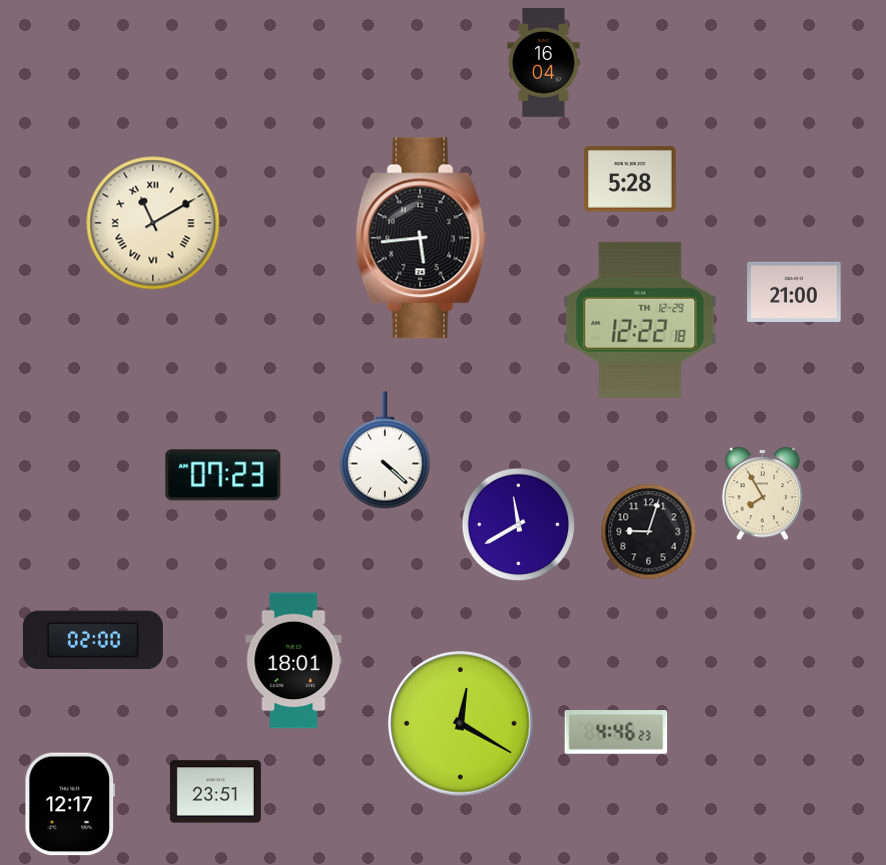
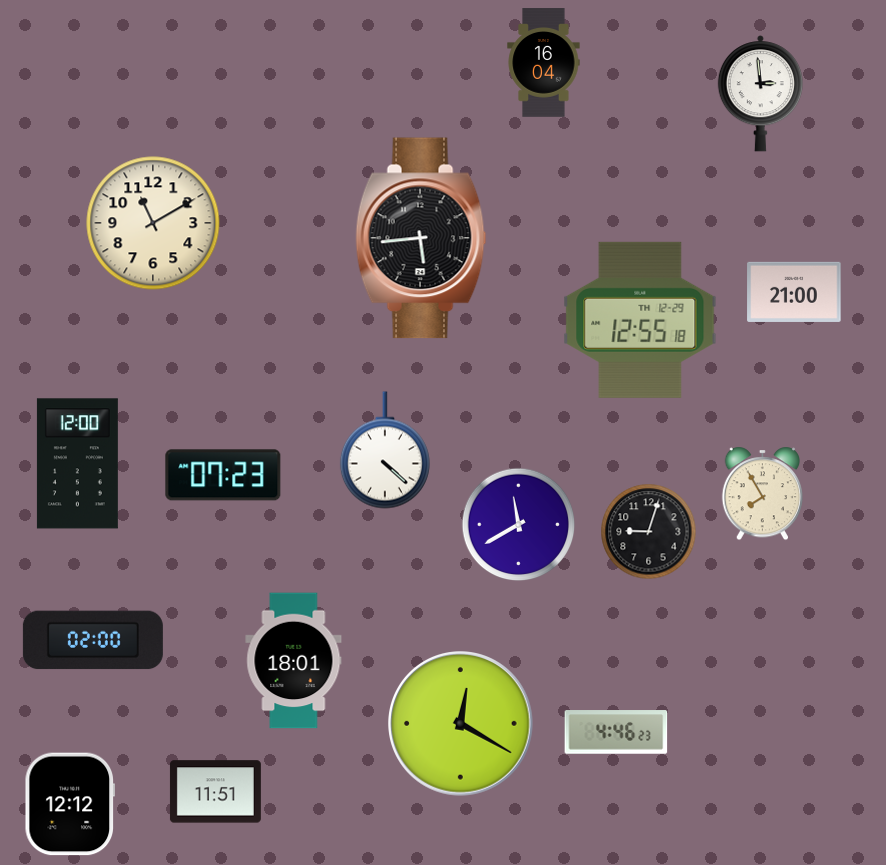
clock at (760, 94): none -> 2:59
clock at (630, 179): 5:28 -> none
clock at (153, 223) numerals: Roman -> Arabic
clock at (640, 320): 12:22 -> 12:55
clock at (77, 464): none -> 12:00
clock at (215, 792): 23:51 -> 11:51
clock at (69, 804): 12:17 -> 12:12
